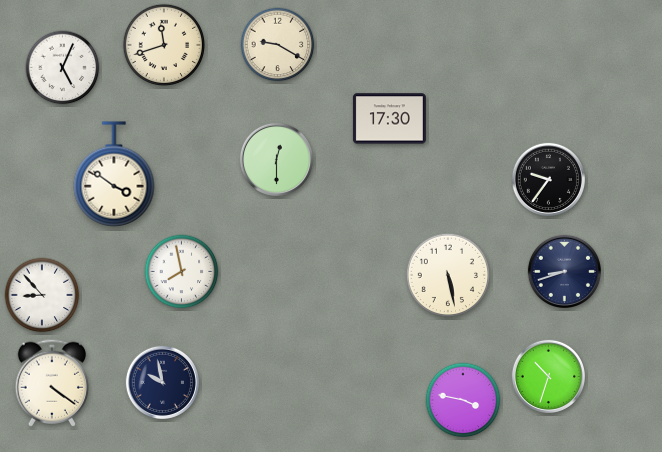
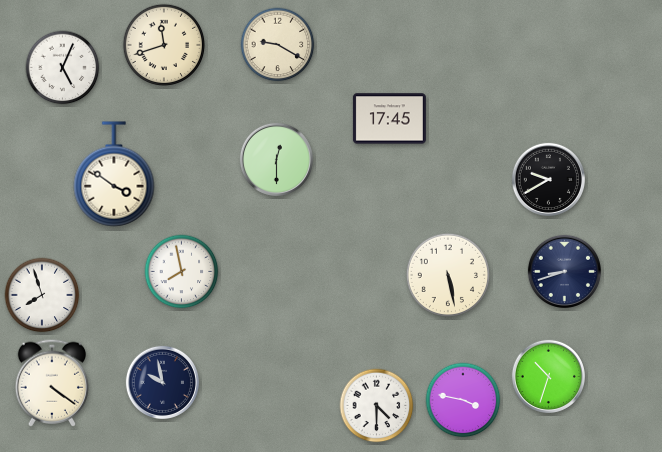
clock at (389, 119): 17:30 -> 17:45
clock at (548, 179): 9:36 -> 9:40
clock at (42, 295): 8:53 -> 7:57
clock at (377, 406): none -> 4:30
